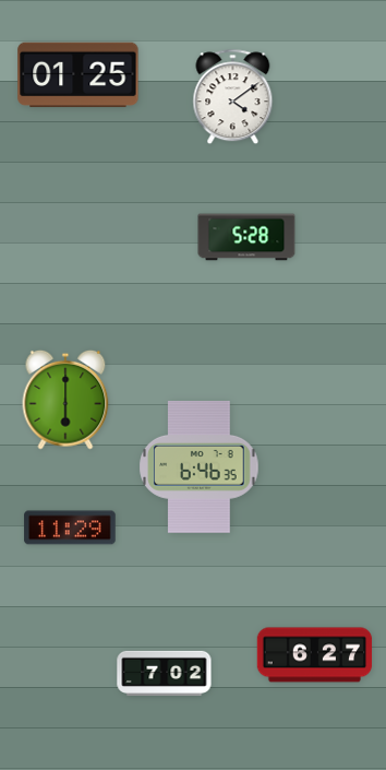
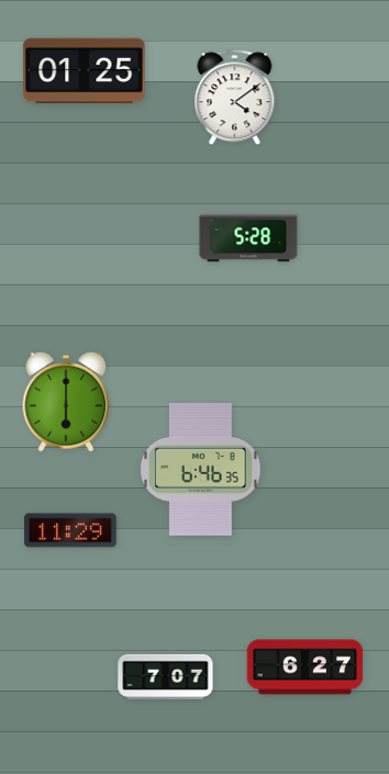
clock at (79, 75) position: (79, 75) -> (85, 71)
clock at (315, 655) position: (315, 655) -> (305, 668)
clock at (165, 673): 7:02 -> 7:07
